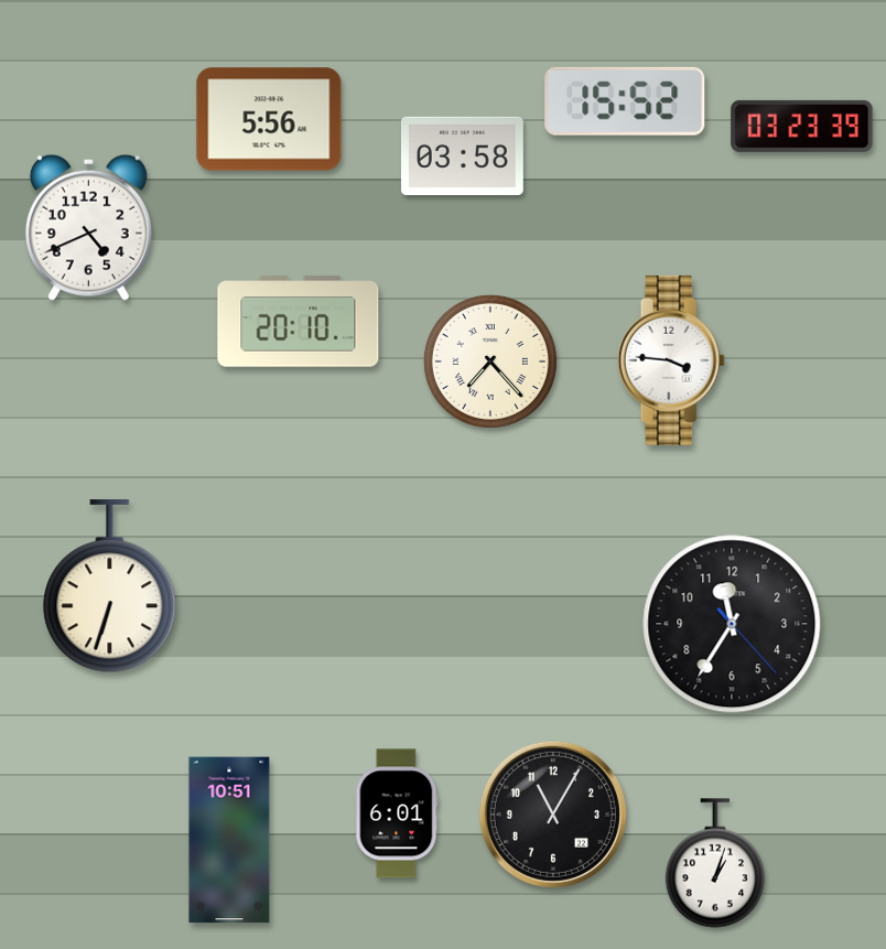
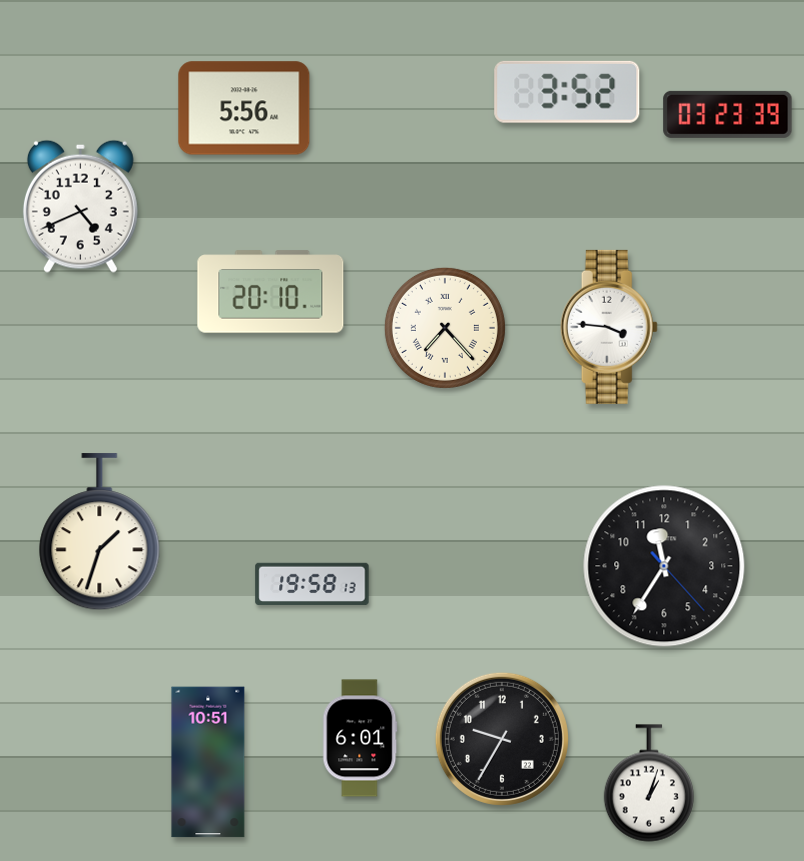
clock at (625, 101): 15:52 -> 3:52
clock at (462, 157): 03:58 -> none
clock at (110, 586): 6:33 -> 1:33
clock at (312, 584): none -> 19:58
clock at (553, 815): 11:05 -> 9:35
